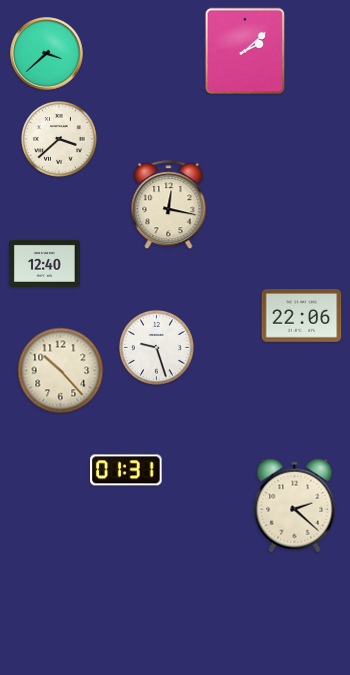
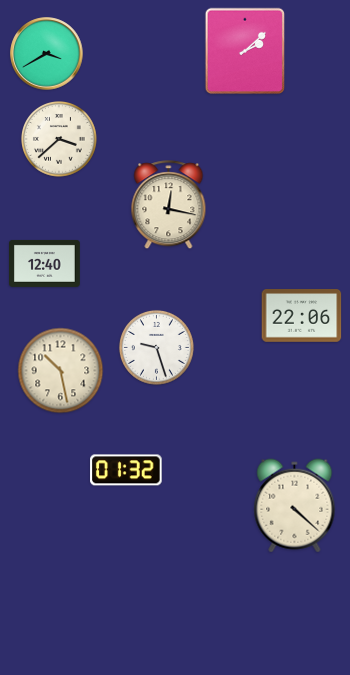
clock at (47, 54): 3:38 -> 3:40
clock at (61, 371): 10:23 -> 10:28
clock at (126, 470): 01:31 -> 01:32
clock at (295, 506): 2:22 -> 4:22
